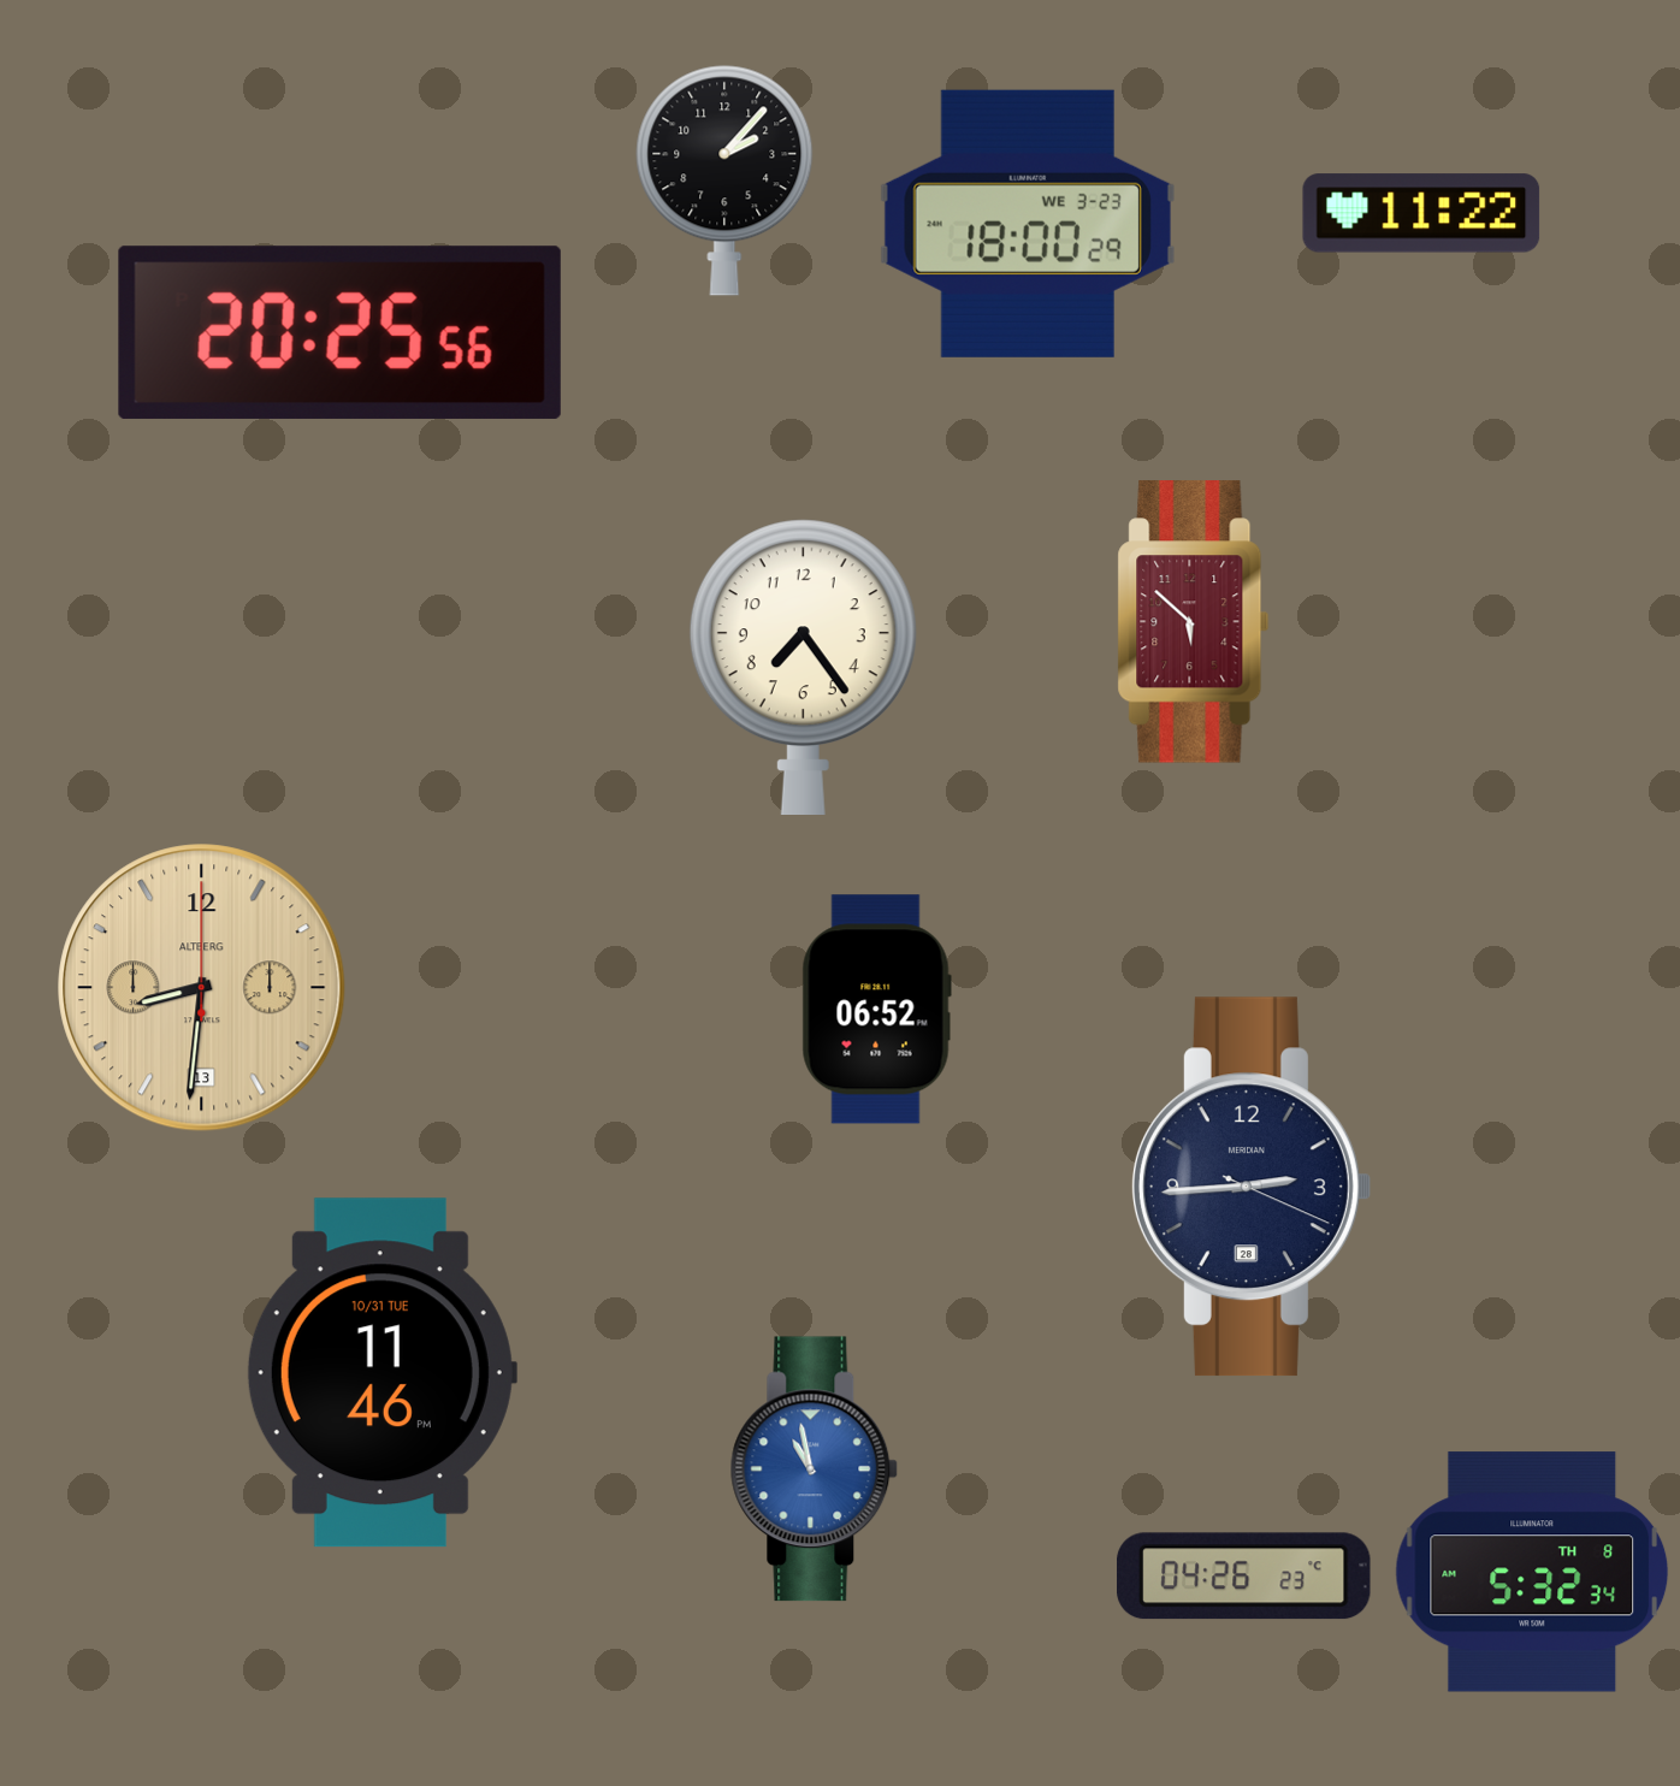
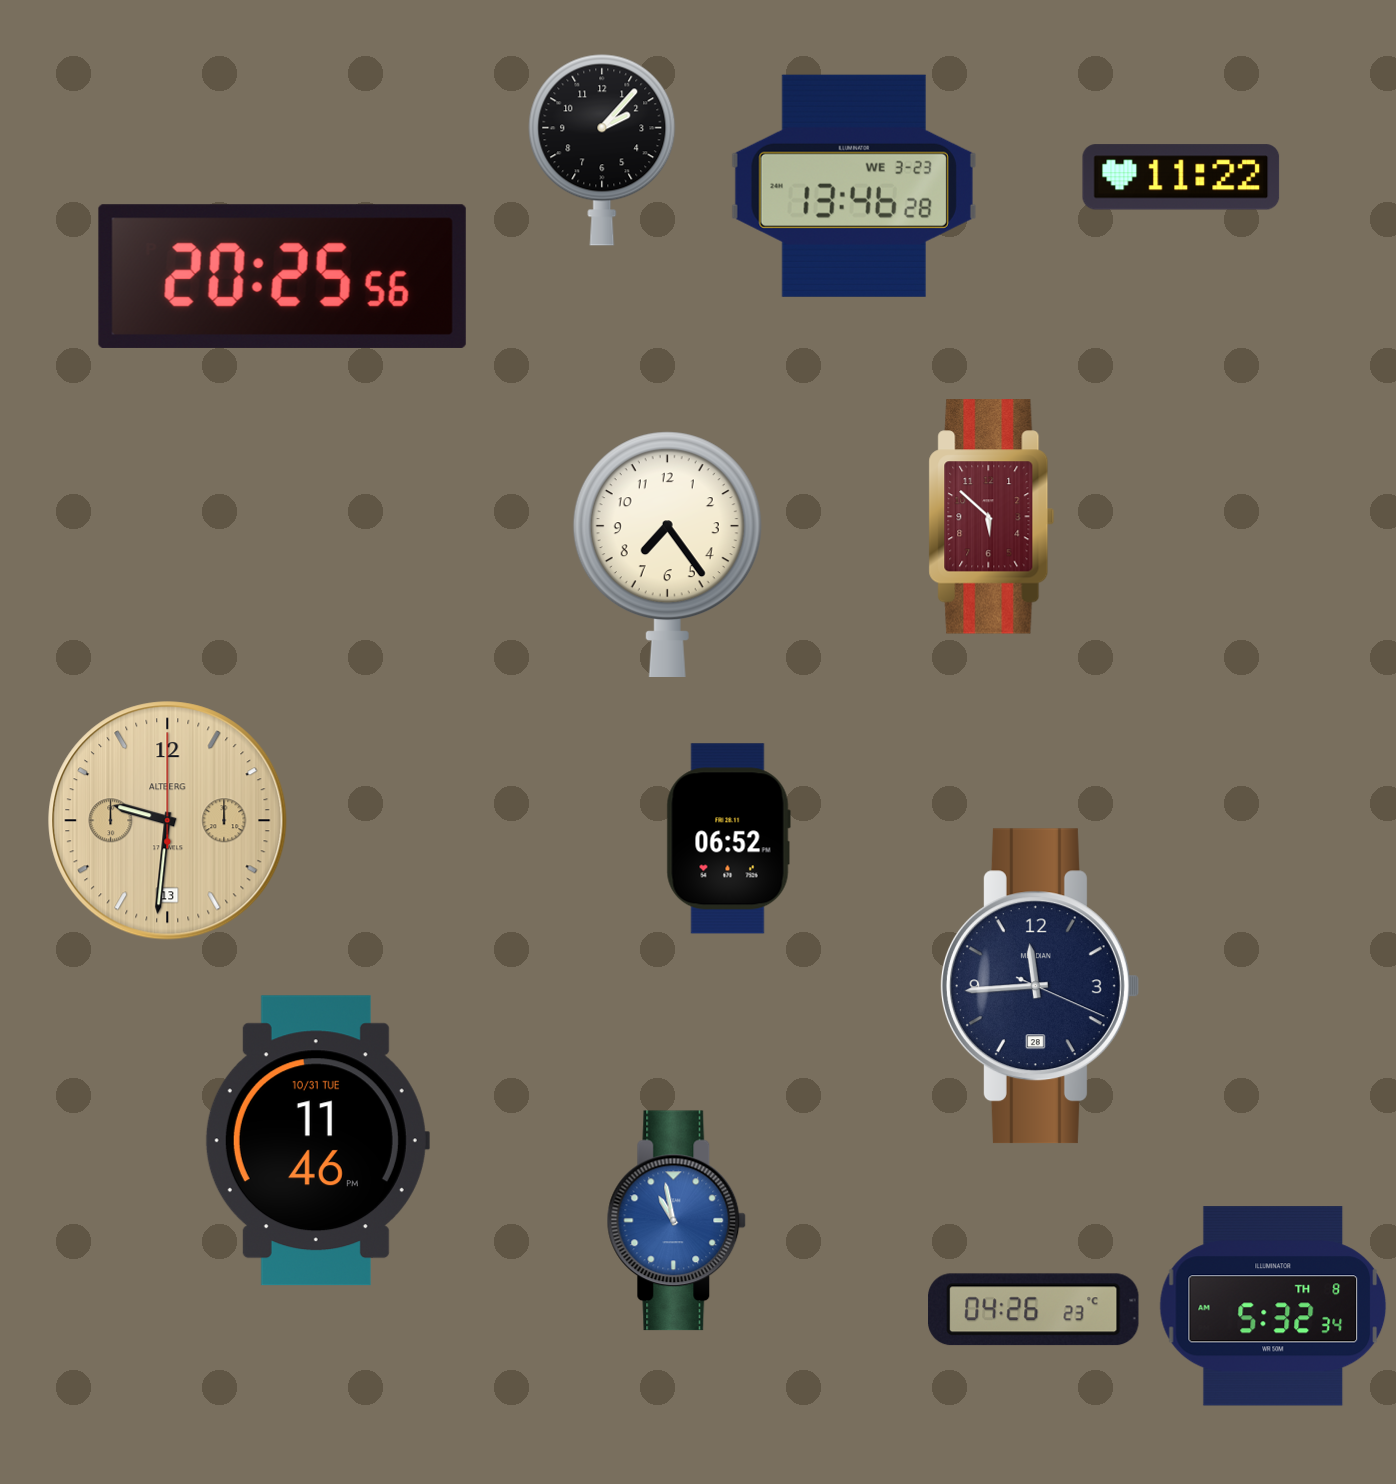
clock at (1028, 224): 18:00 -> 13:46
clock at (202, 988): 8:31 -> 9:31
clock at (1250, 1187): 2:44 -> 11:44
